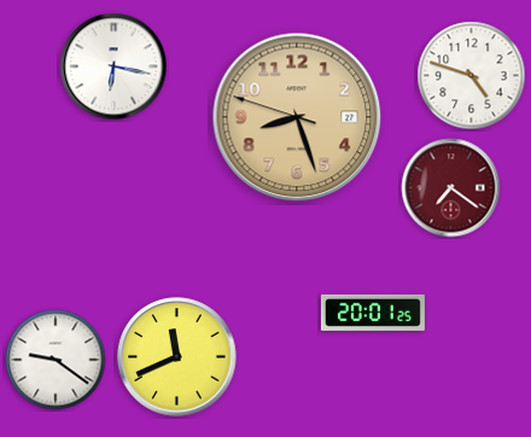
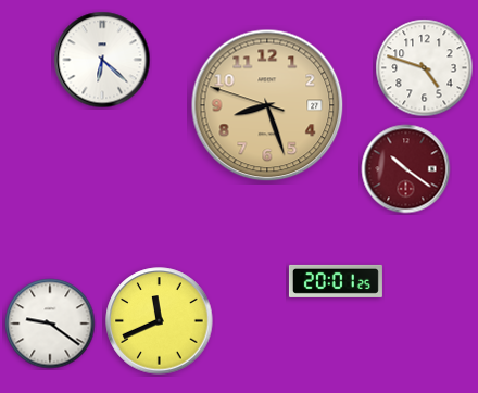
clock at (113, 66): 6:17 -> 6:22
clock at (451, 188): 7:21 -> 10:21
